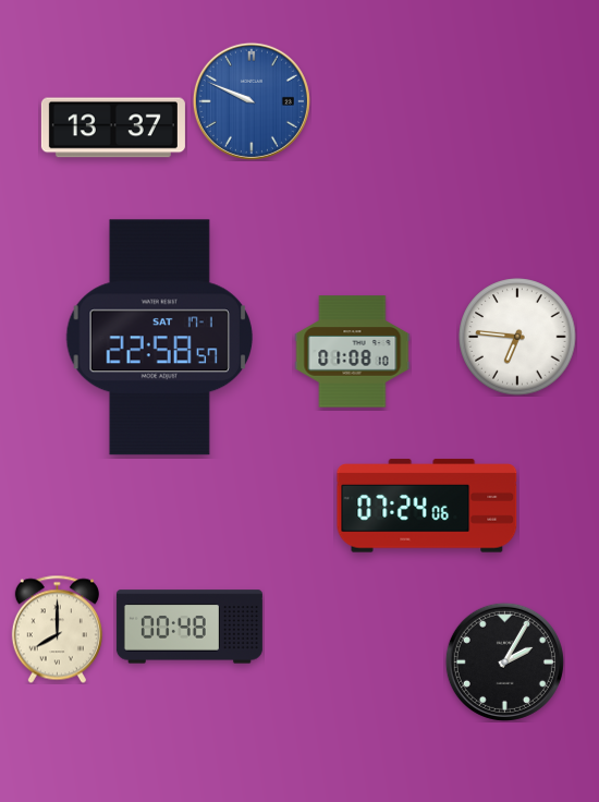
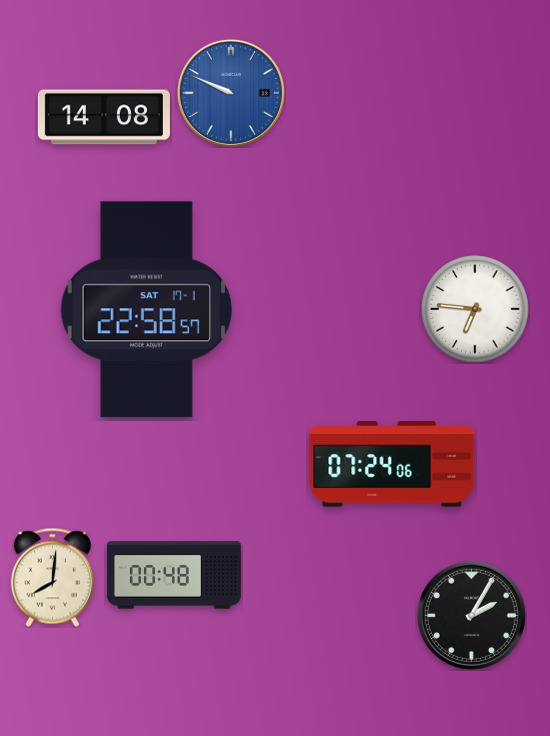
clock at (113, 127): 13:37 -> 14:08
clock at (353, 352): 01:08 -> none
clock at (57, 629): 8:00 -> 8:01
clock at (504, 661) position: (504, 661) -> (471, 615)
